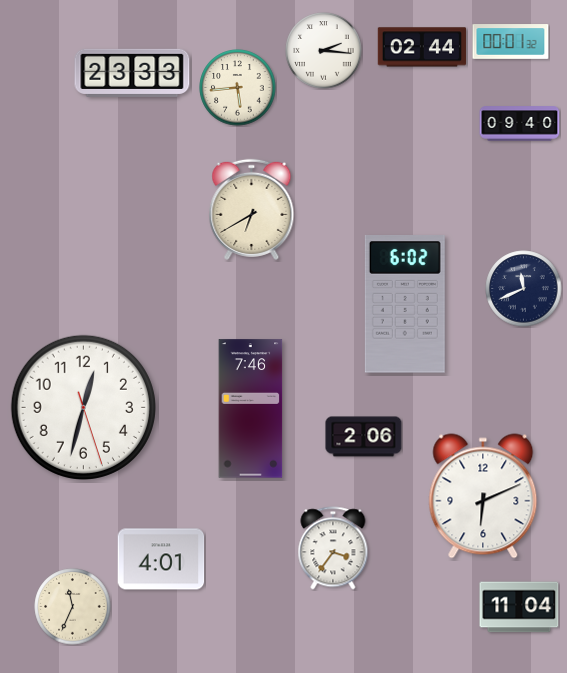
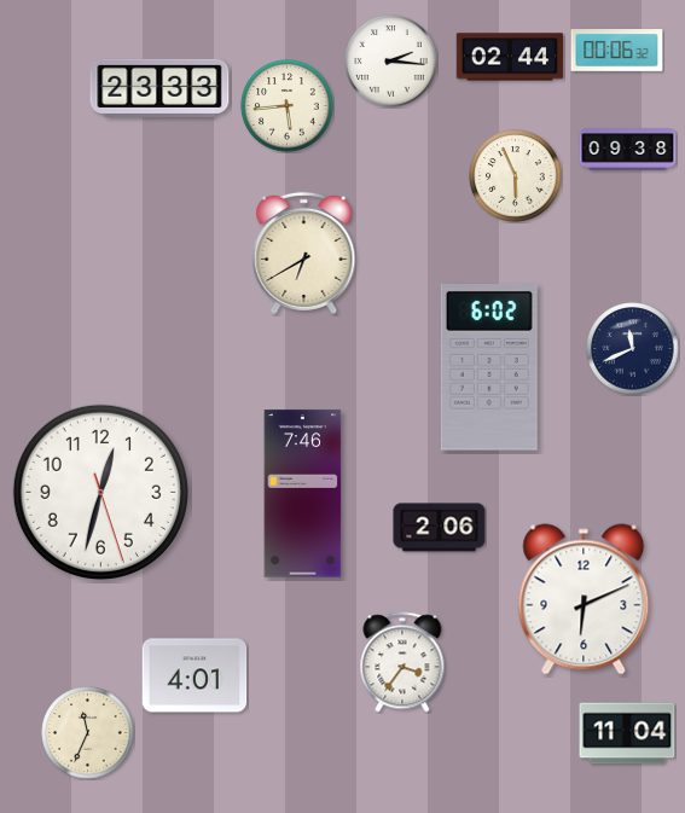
clock at (511, 42): 00:01 -> 00:06
clock at (520, 124): 09:40 -> 09:38
clock at (516, 176): none -> 5:56
